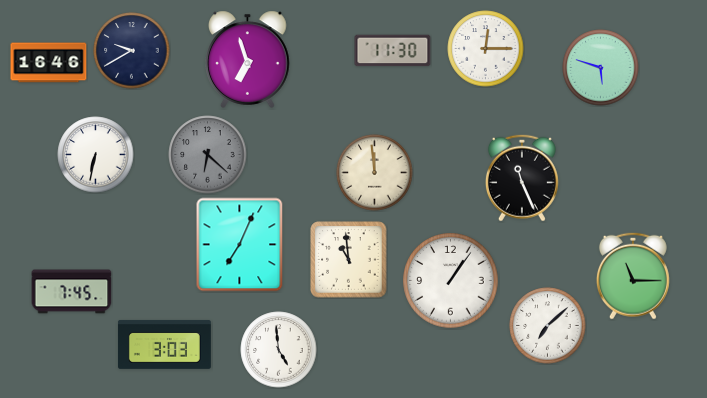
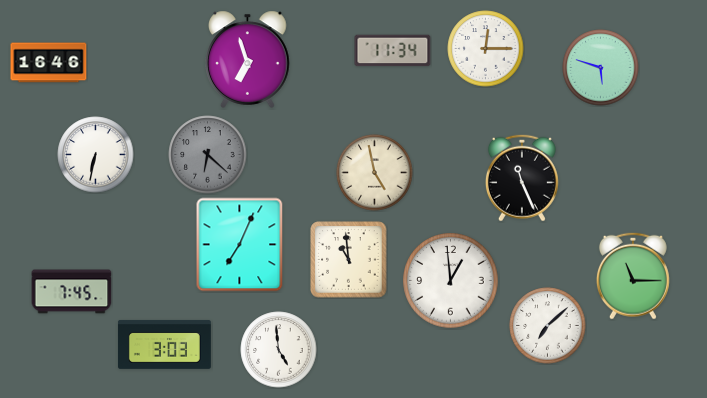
clock at (132, 51): 9:40 -> none
clock at (393, 51): 11:30 -> 11:34
clock at (375, 173): 11:59 -> 4:58
clock at (451, 281): 1:06 -> 12:59
